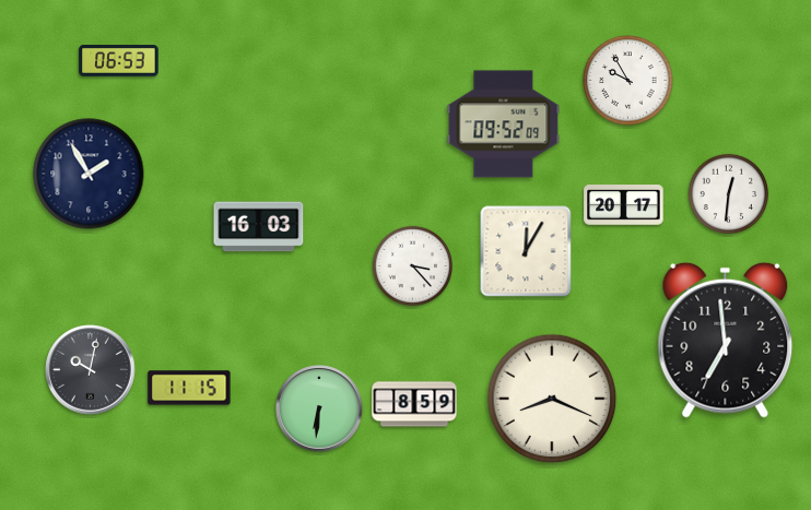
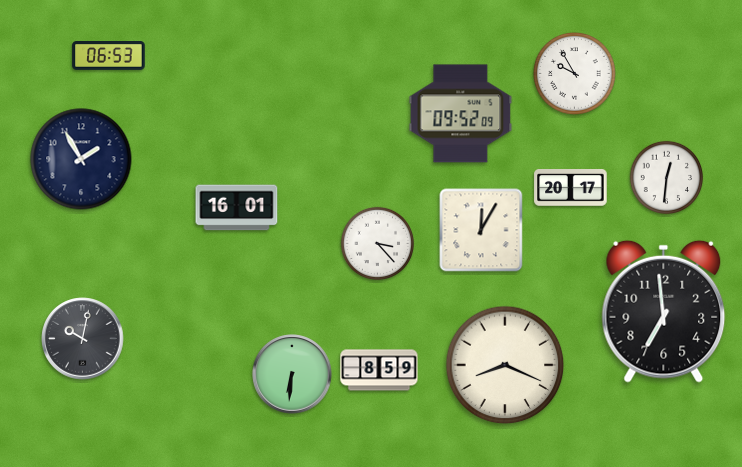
clock at (259, 227): 16:03 -> 16:01
clock at (189, 388): 11:15 -> none
